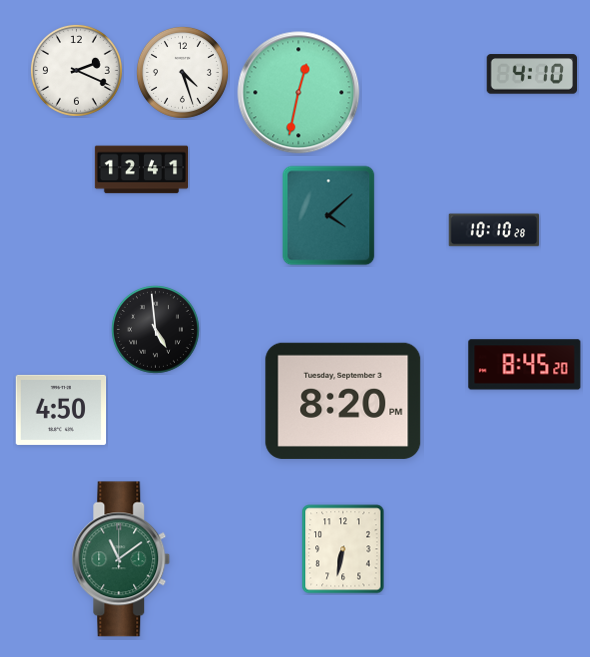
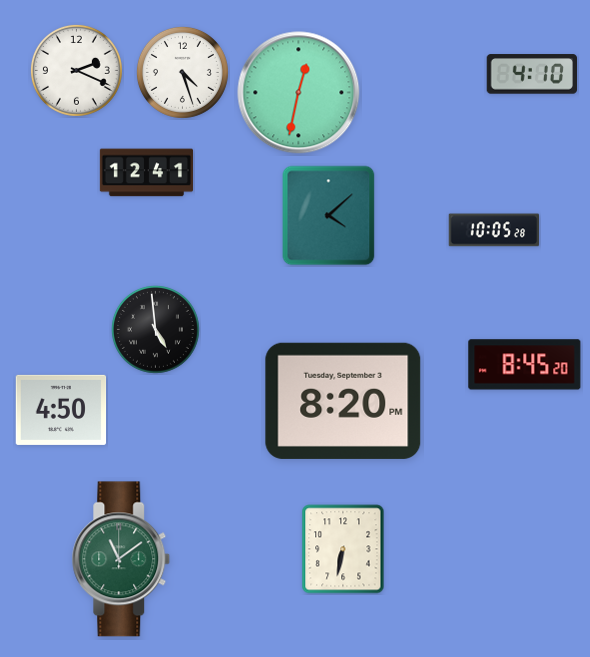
clock at (141, 170) position: (141, 170) -> (146, 173)
clock at (494, 230): 10:10 -> 10:05
